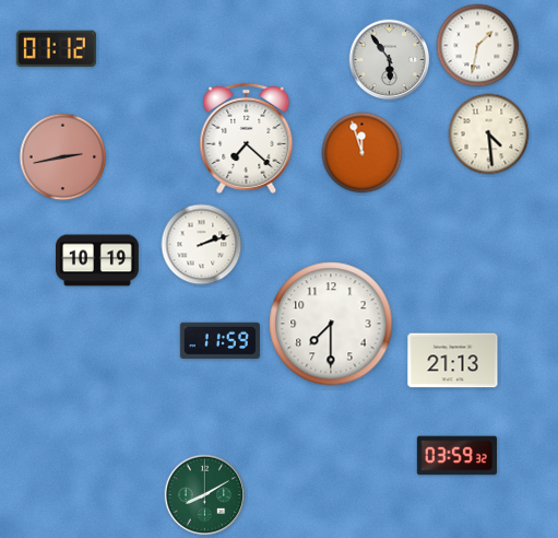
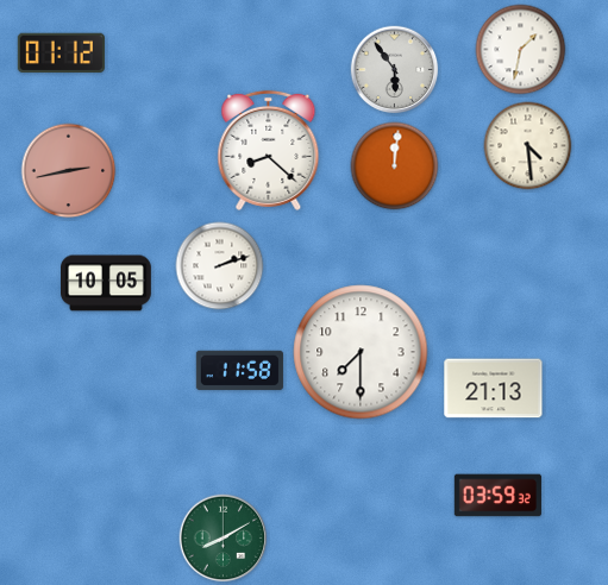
clock at (390, 60) position: (390, 60) -> (395, 70)
clock at (489, 134) position: (489, 134) -> (528, 146)
clock at (247, 138): 7:22 -> 8:22
clock at (363, 153): 11:57 -> 12:01
clock at (98, 260): 10:19 -> 10:05
clock at (219, 340): 11:59 -> 11:58
clock at (453, 361) position: (453, 361) -> (494, 389)
